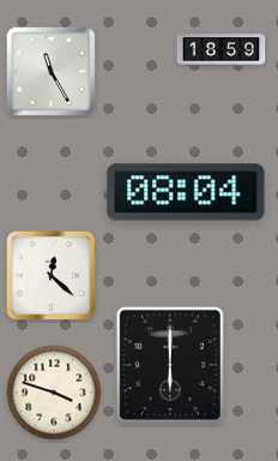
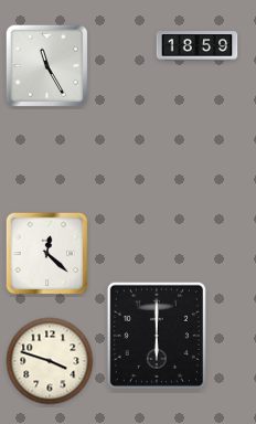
clock at (222, 50) position: (222, 50) -> (198, 46)
clock at (186, 192): 08:04 -> none
